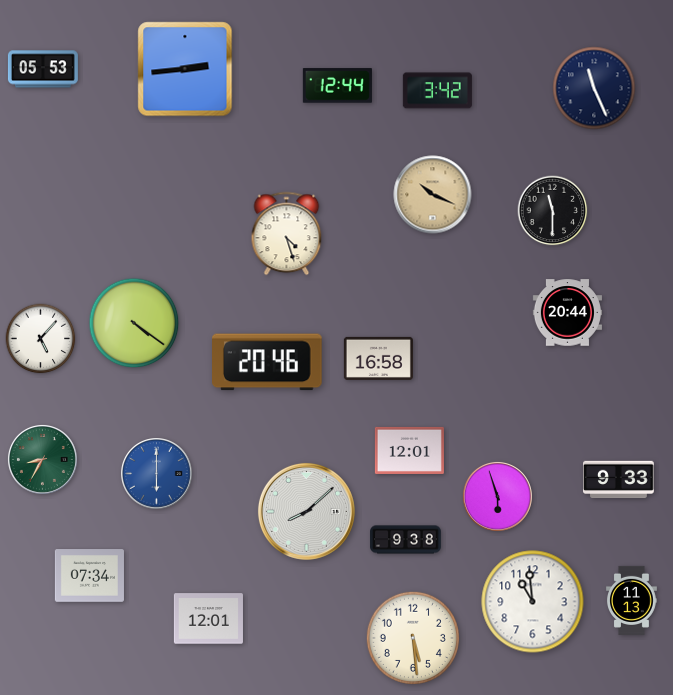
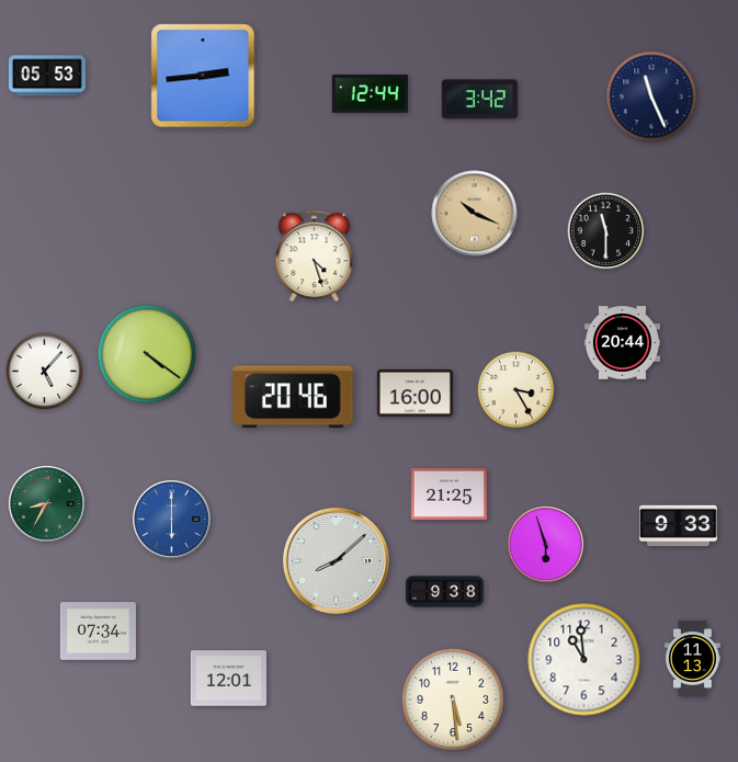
clock at (516, 390): none -> 3:25
clock at (378, 358): 16:58 -> 16:00
clock at (409, 450): 12:01 -> 21:25
